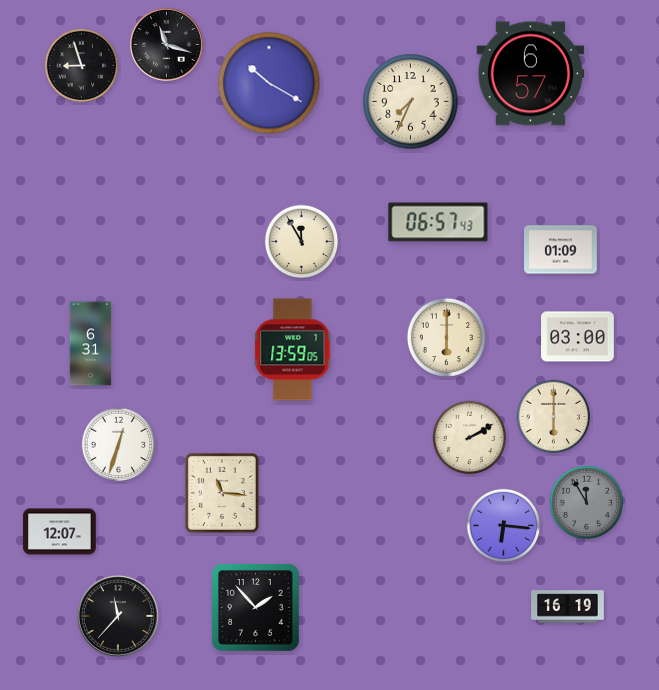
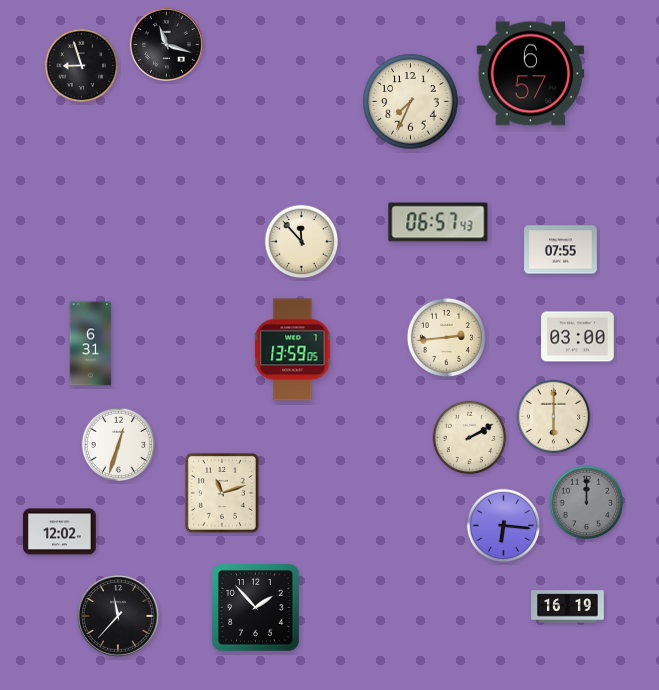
clock at (269, 83): 10:20 -> none
clock at (302, 242): 11:55 -> 11:53
clock at (561, 250): 01:09 -> 07:55
clock at (446, 337): 6:00 -> 2:44
clock at (222, 493): 11:16 -> 11:12
clock at (587, 503): 11:55 -> 12:00
clock at (60, 532): 12:07 -> 12:02
